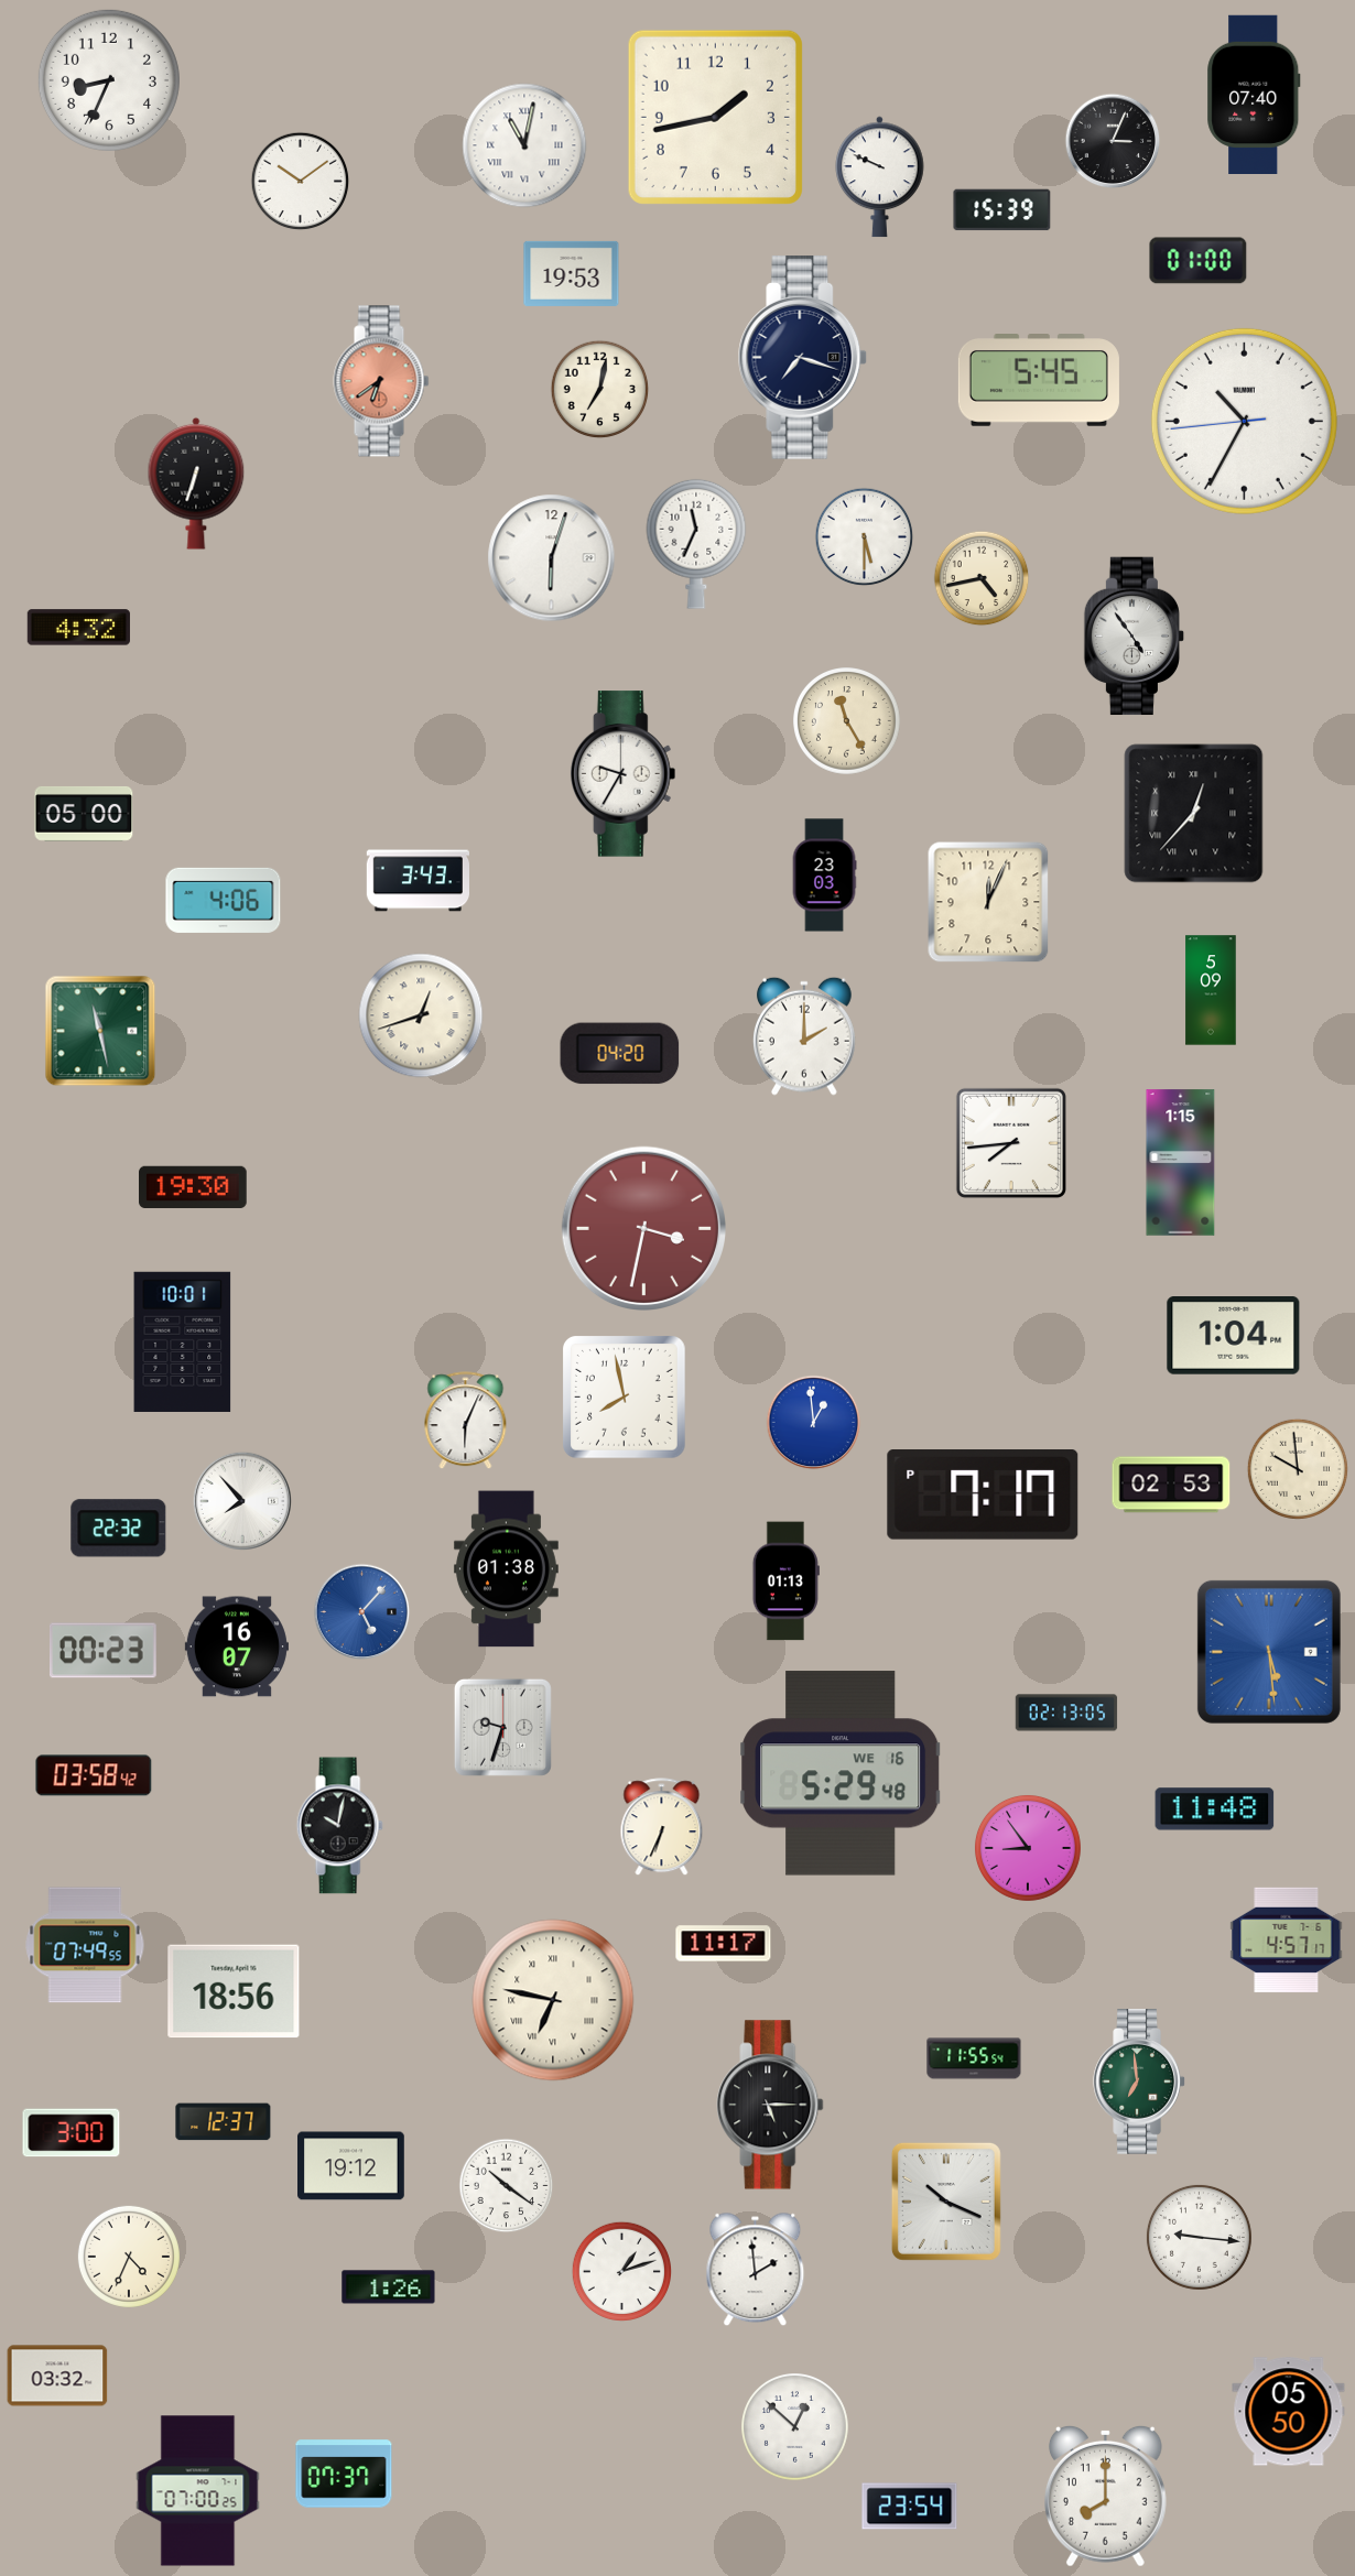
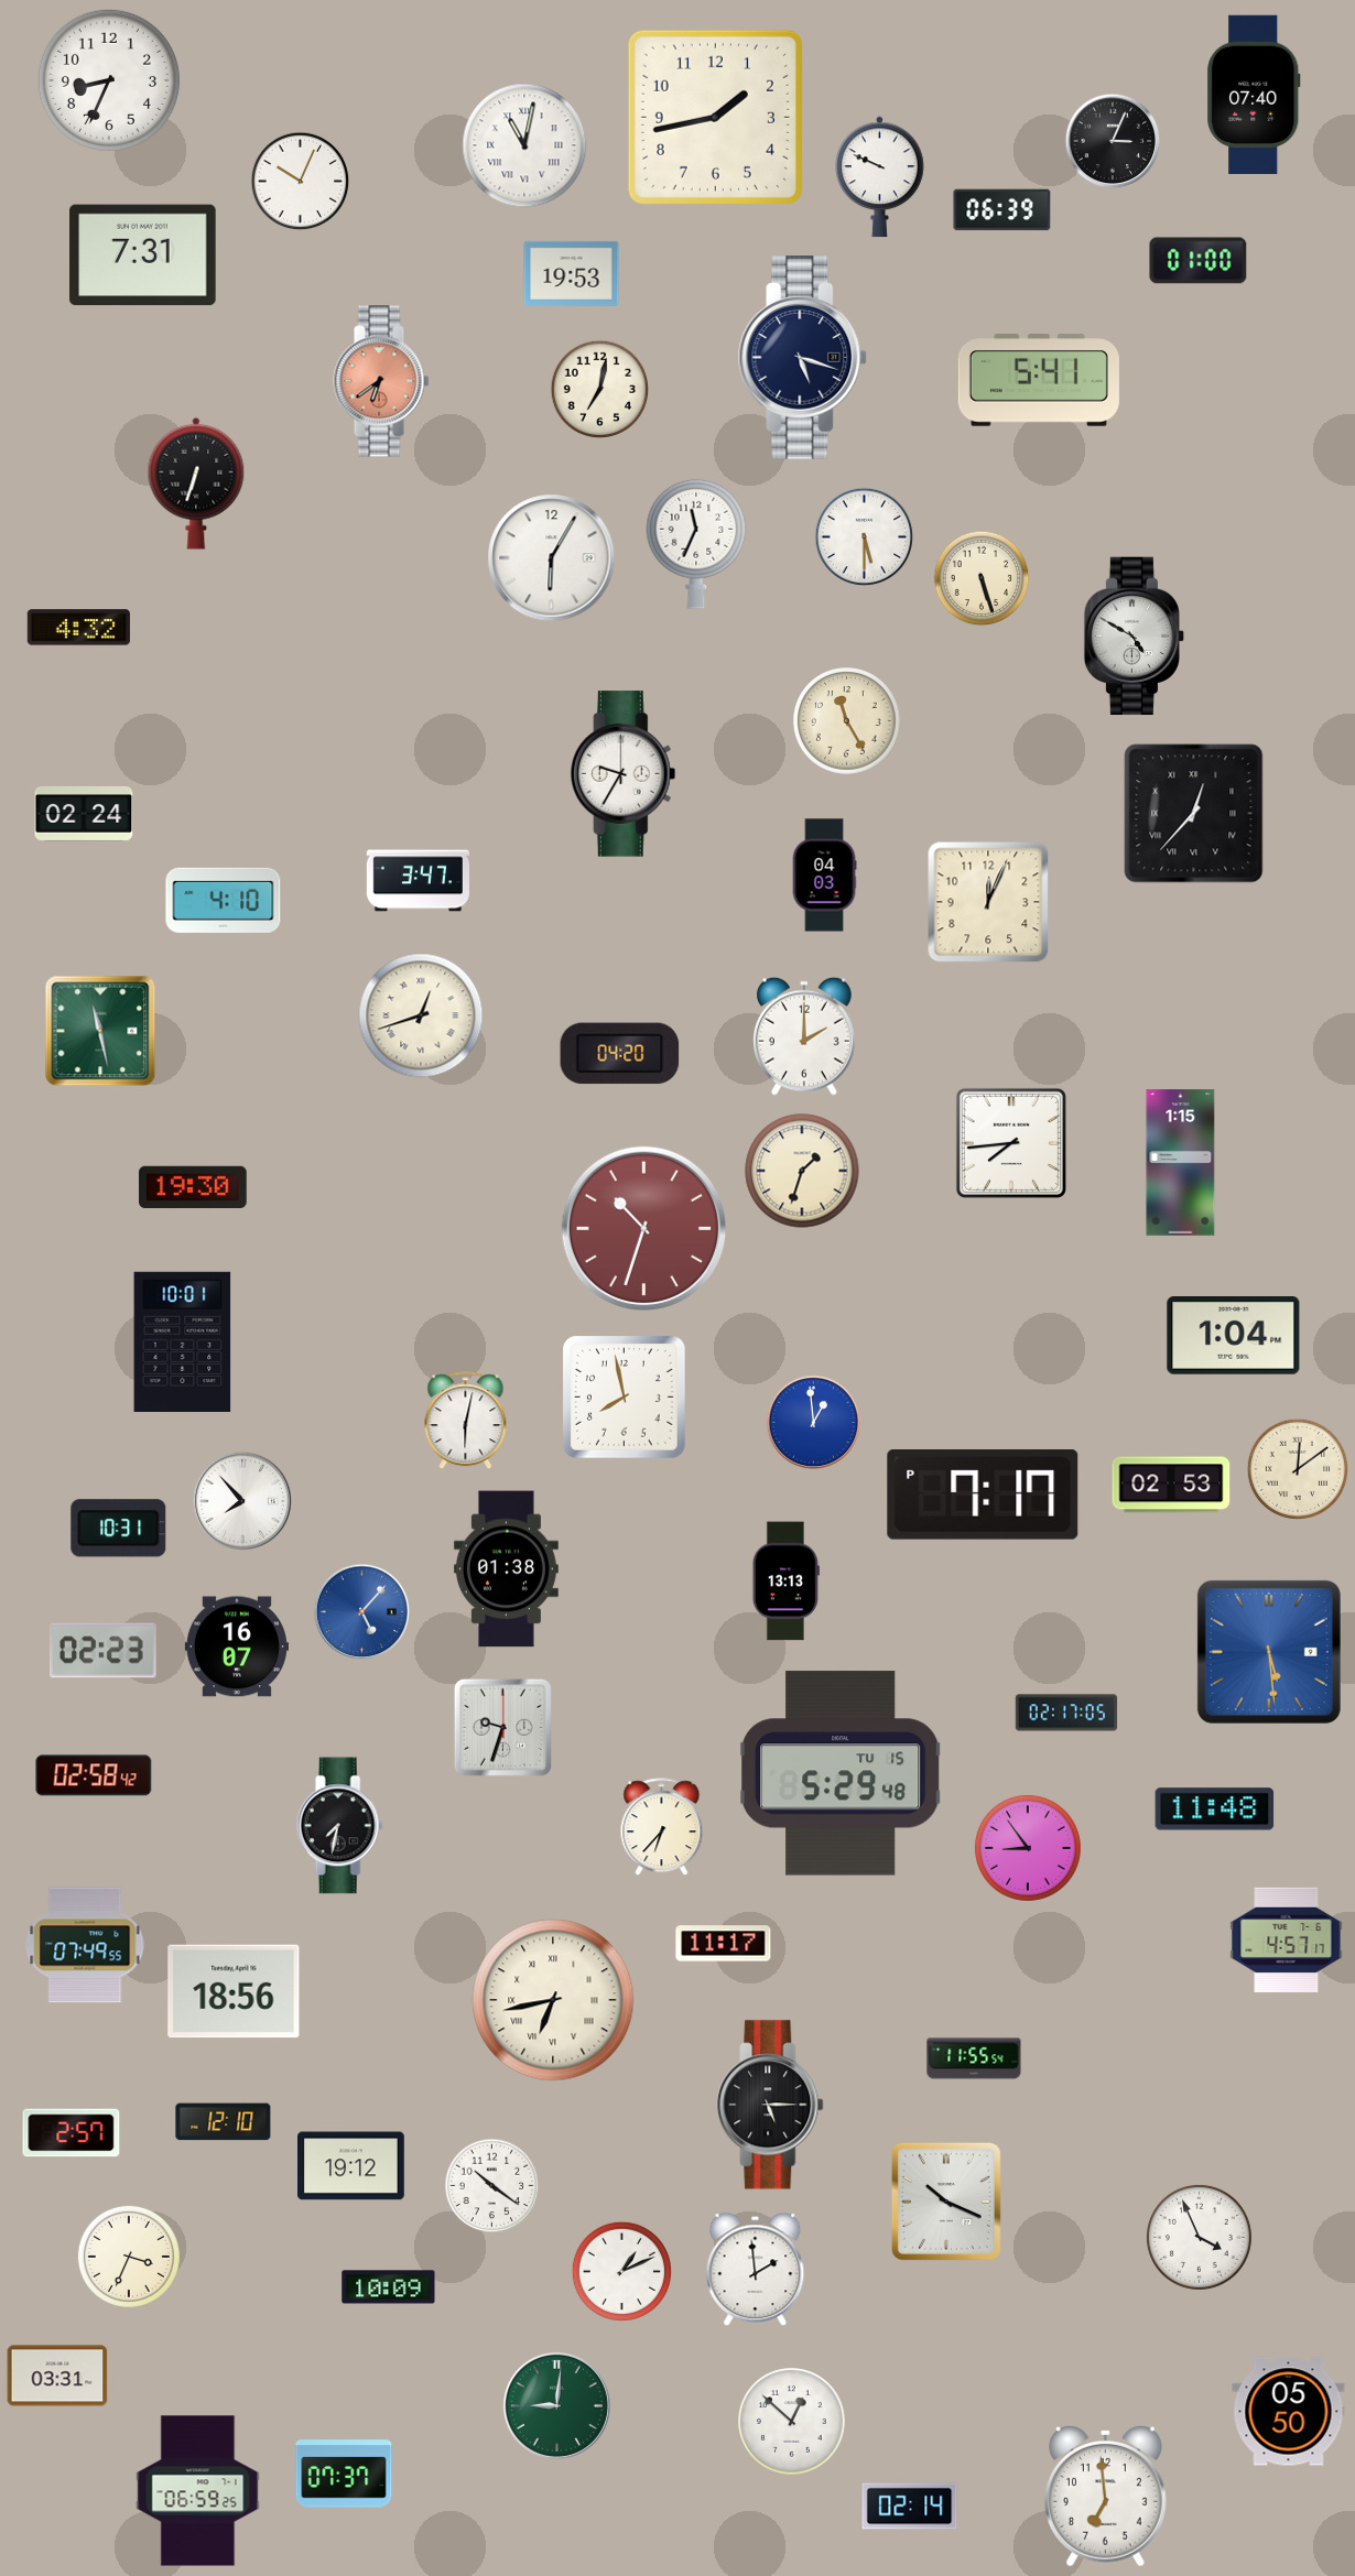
clock at (301, 182): 10:09 -> 10:04
clock at (1002, 210): 15:39 -> 06:39
clock at (143, 256): none -> 7:31
clock at (803, 358): 7:18 -> 5:18
clock at (1039, 380): 5:45 -> 5:41
clock at (1244, 421): 10:34 -> none
clock at (552, 558): 6:03 -> 6:05
clock at (982, 578): 4:43 -> 5:27
clock at (1135, 637): 4:54 -> 4:50
clock at (84, 814): 05:00 -> 02:24
clock at (824, 876): 23:03 -> 04:03
clock at (418, 881): 3:43 -> 3:47
clock at (224, 900): 4:06 -> 4:10
clock at (1211, 990): 5:09 -> none
clock at (802, 1171): none -> 1:33
clock at (643, 1228): 3:32 -> 10:33
clock at (466, 1421): 6:04 -> 6:02
clock at (1298, 1469): 9:59 -> 12:09
clock at (119, 1529): 22:32 -> 10:31
clock at (785, 1582): 01:13 -> 13:13
clock at (104, 1651): 00:23 -> 02:23
clock at (1066, 1713): 02:13 -> 02:17
clock at (842, 1773) date: WE 16 -> TU 15
clock at (94, 1775): 03:58 -> 02:58
clock at (339, 1826): 10:02 -> 7:32
clock at (662, 1827): 6:34 -> 6:37
clock at (553, 2000): 6:47 -> 6:43
clock at (1139, 2083): 6:59 -> none
clock at (224, 2122): 12:37 -> 12:10
clock at (72, 2133): 3:00 -> 2:57
clock at (507, 2186) position: (507, 2186) -> (492, 2186)
clock at (1199, 2237): 9:16 -> 3:56
clock at (129, 2257): 4:34 -> 3:34
clock at (621, 2271): 1:12 -> 1:11
clock at (389, 2287): 1:26 -> 10:09
clock at (57, 2376): 03:32 -> 03:31
clock at (556, 2405): none -> 9:01
clock at (795, 2427) position: (795, 2427) -> (792, 2422)
clock at (198, 2491): 07:00 -> 06:59
clock at (1105, 2496): 8:00 -> 6:59
clock at (910, 2507): 23:54 -> 02:14
